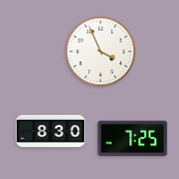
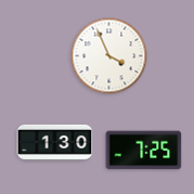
clock at (51, 131): 8:30 -> 1:30
